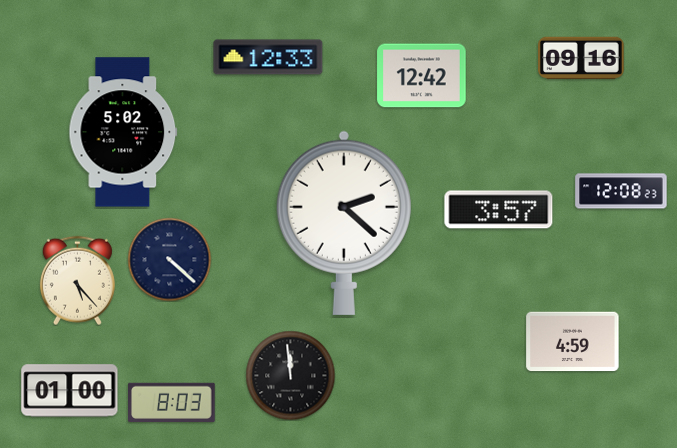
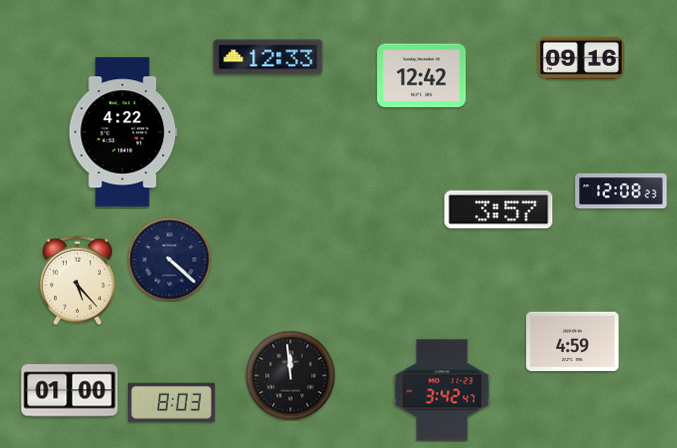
clock at (123, 132): 5:02 -> 4:22
clock at (344, 223): 2:22 -> none
clock at (442, 390): none -> 3:42
